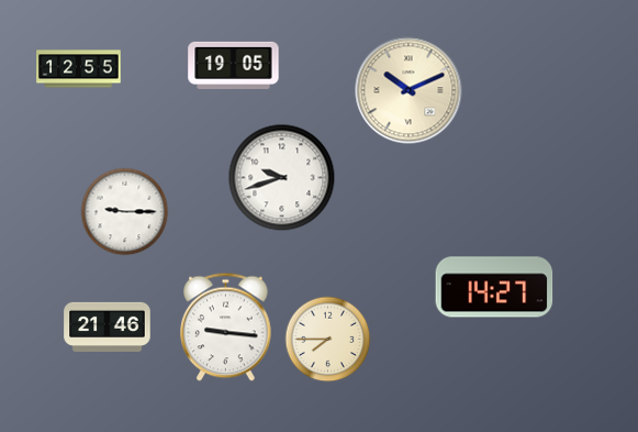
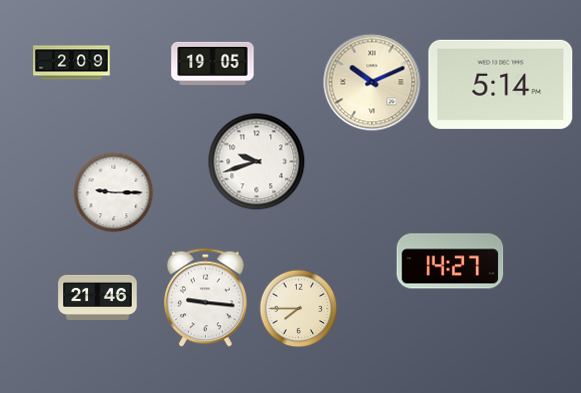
clock at (234, 65) position: (234, 65) -> (213, 63)
clock at (79, 69): 12:55 -> 2:09
clock at (501, 84): none -> 5:14
